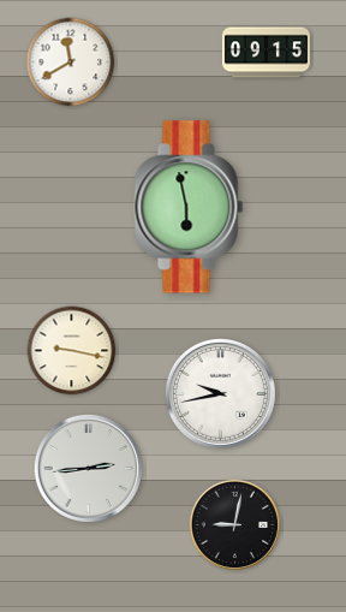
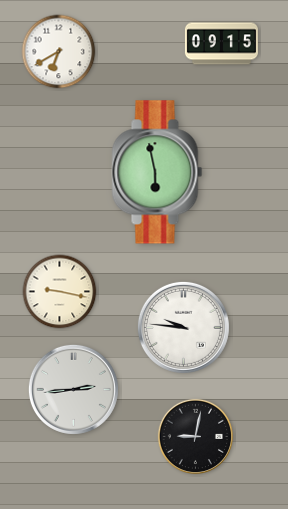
clock at (71, 63): 11:40 -> 6:40
clock at (220, 393): 9:43 -> 9:46
